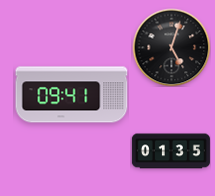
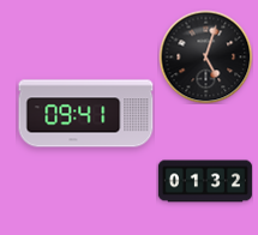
clock at (171, 151): 01:35 -> 01:32
